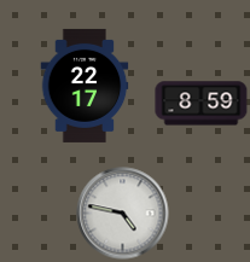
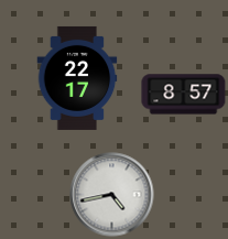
clock at (202, 104): 8:59 -> 8:57
clock at (123, 214): 4:47 -> 4:43
